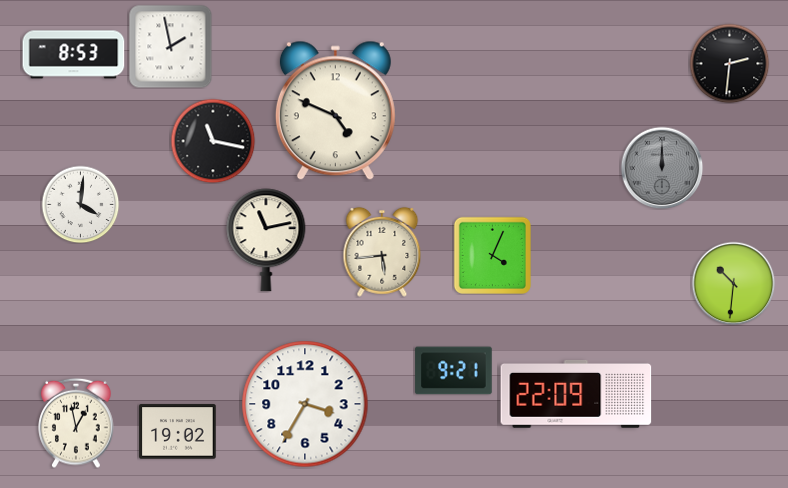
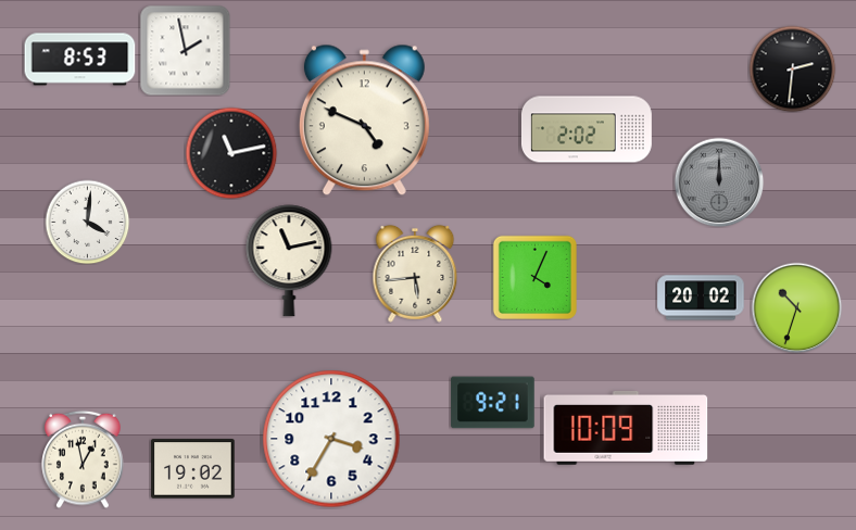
clock at (587, 129): none -> 2:02
clock at (213, 141): 11:17 -> 11:13
clock at (701, 298): none -> 20:02
clock at (733, 283): 10:31 -> 10:33
clock at (576, 394): 22:09 -> 10:09
